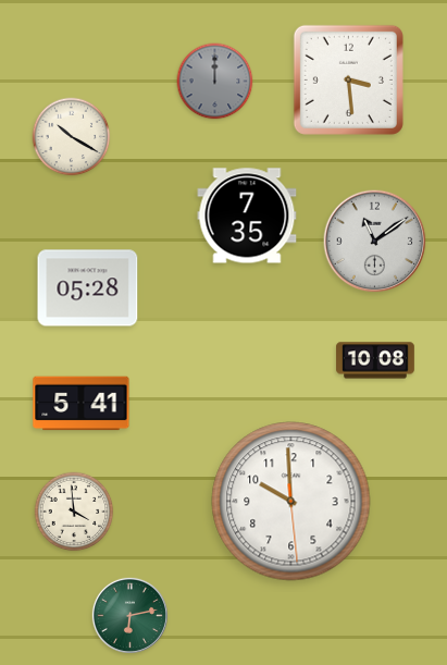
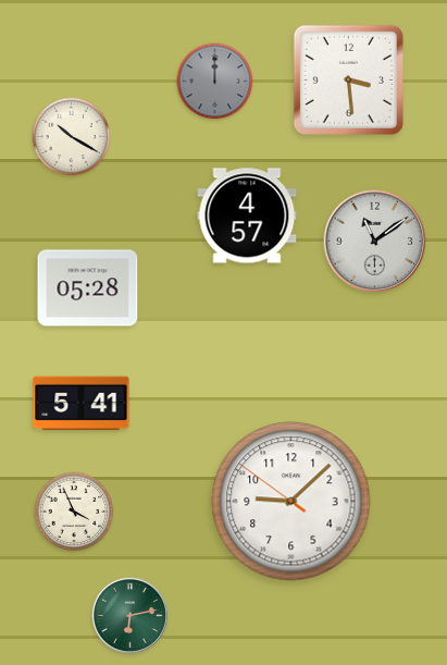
clock at (247, 215): 7:35 -> 4:57
clock at (375, 360): 10:08 -> none
clock at (291, 502): 9:59 -> 9:07
clock at (74, 512): 3:59 -> 3:56
